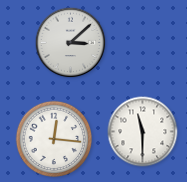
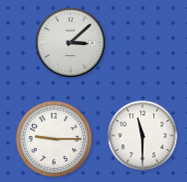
clock at (143, 132) position: (143, 132) -> (143, 136)
clock at (54, 139): 12:16 -> 9:15
